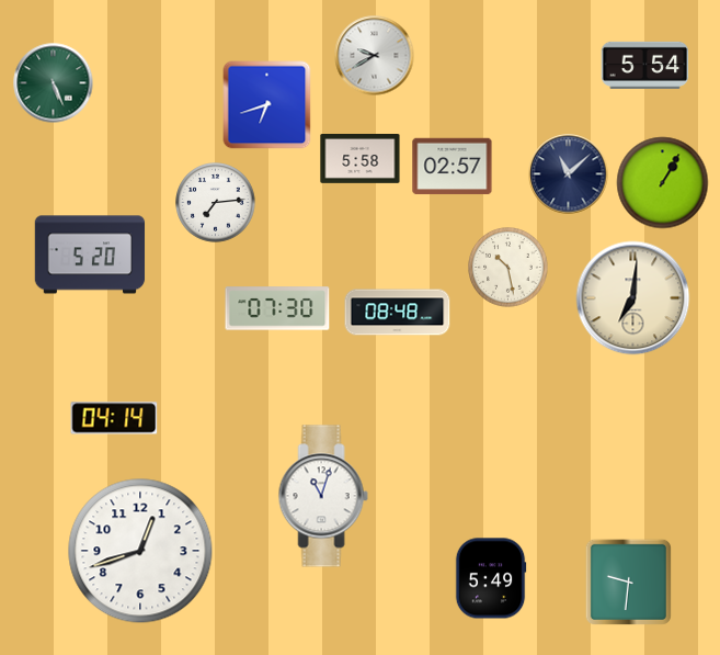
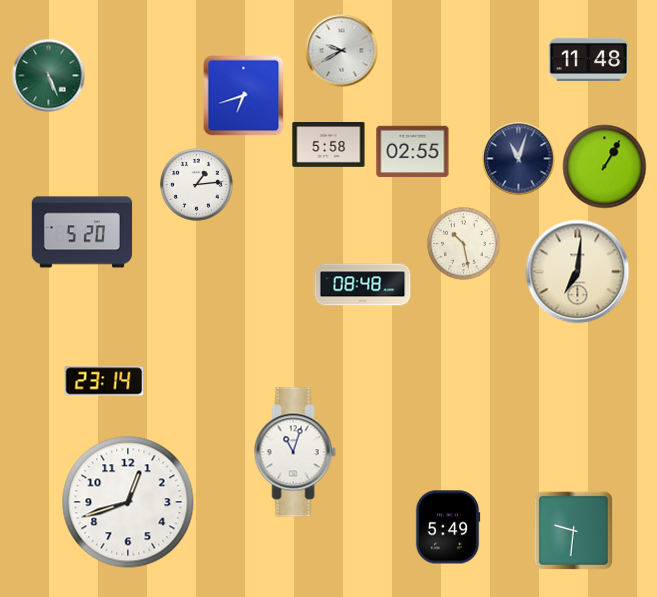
clock at (645, 65): 5:54 -> 11:48
clock at (453, 167): 02:57 -> 02:55
clock at (569, 174): 11:08 -> 11:03
clock at (216, 203): 7:14 -> 1:14
clock at (277, 308): 07:30 -> none
clock at (114, 418): 04:14 -> 23:14
